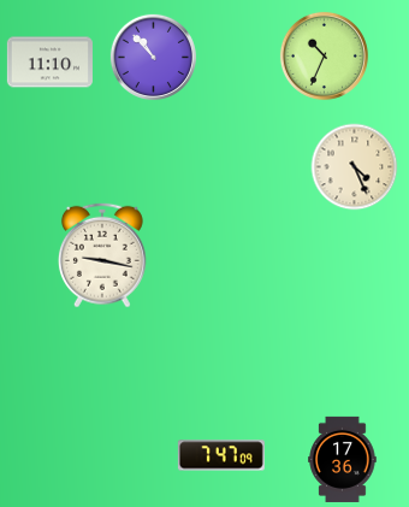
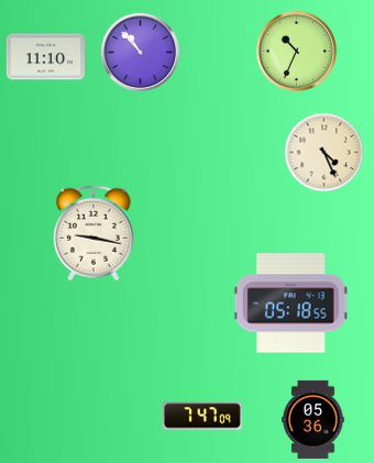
clock at (290, 304): none -> 05:18
clock at (343, 459): 17:36 -> 05:36
